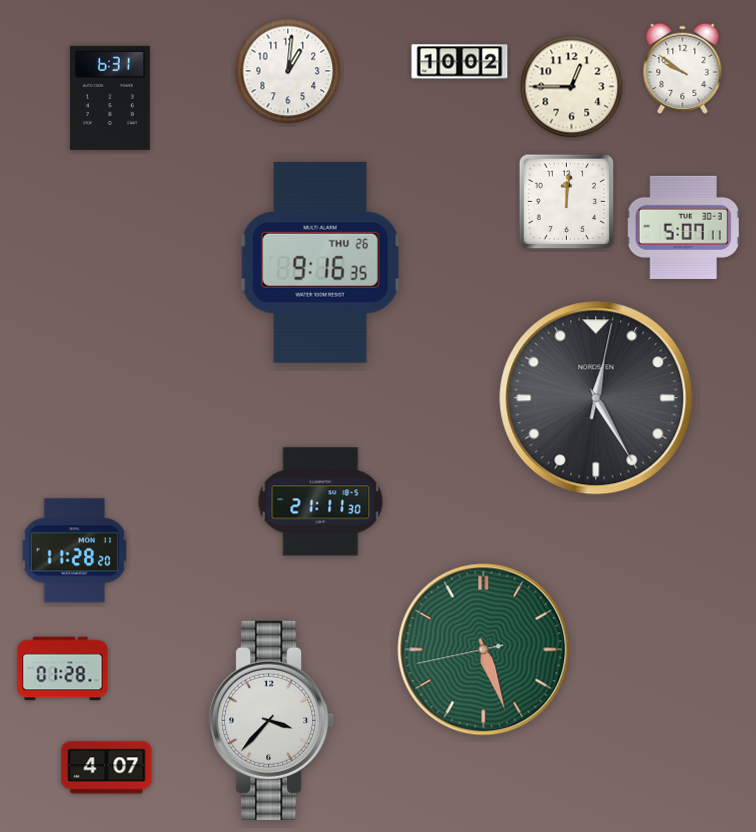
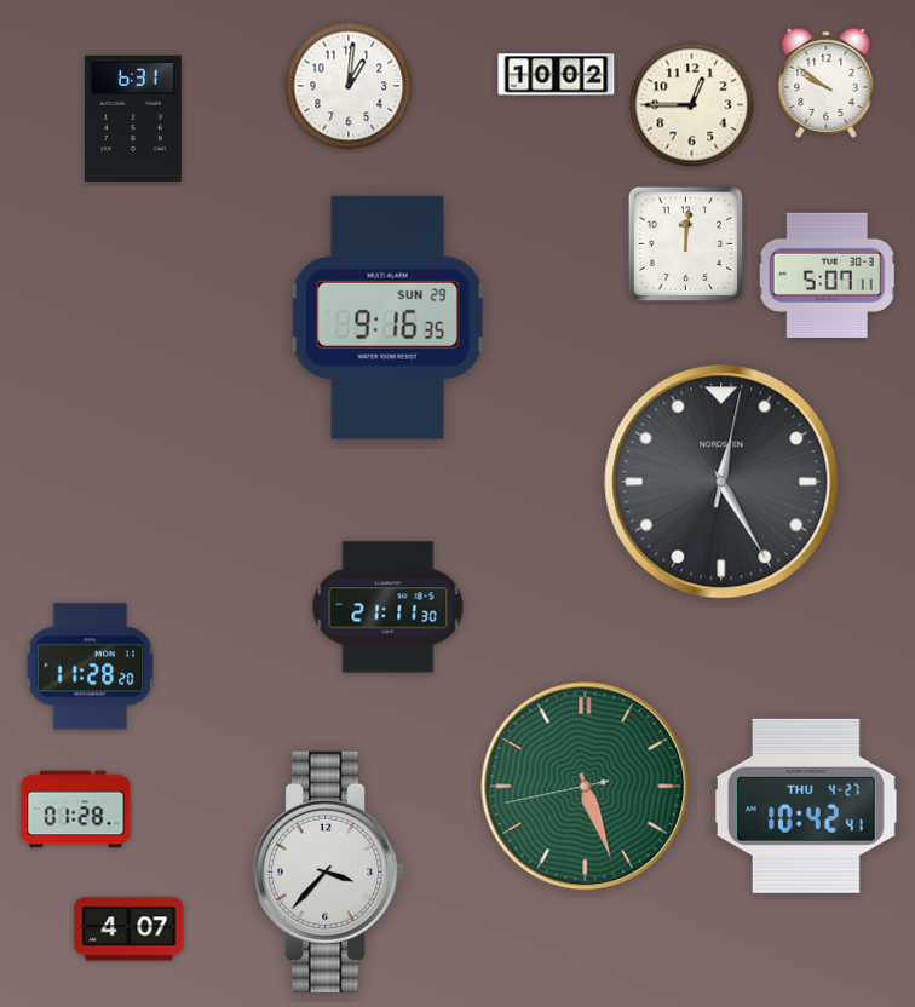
clock at (320, 262) date: THU 26 -> SUN 29
clock at (806, 806): none -> 10:42
